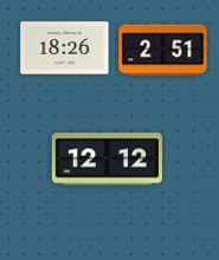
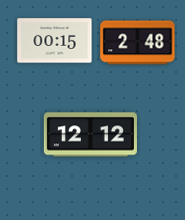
clock at (65, 48): 18:26 -> 00:15
clock at (163, 51): 2:51 -> 2:48
